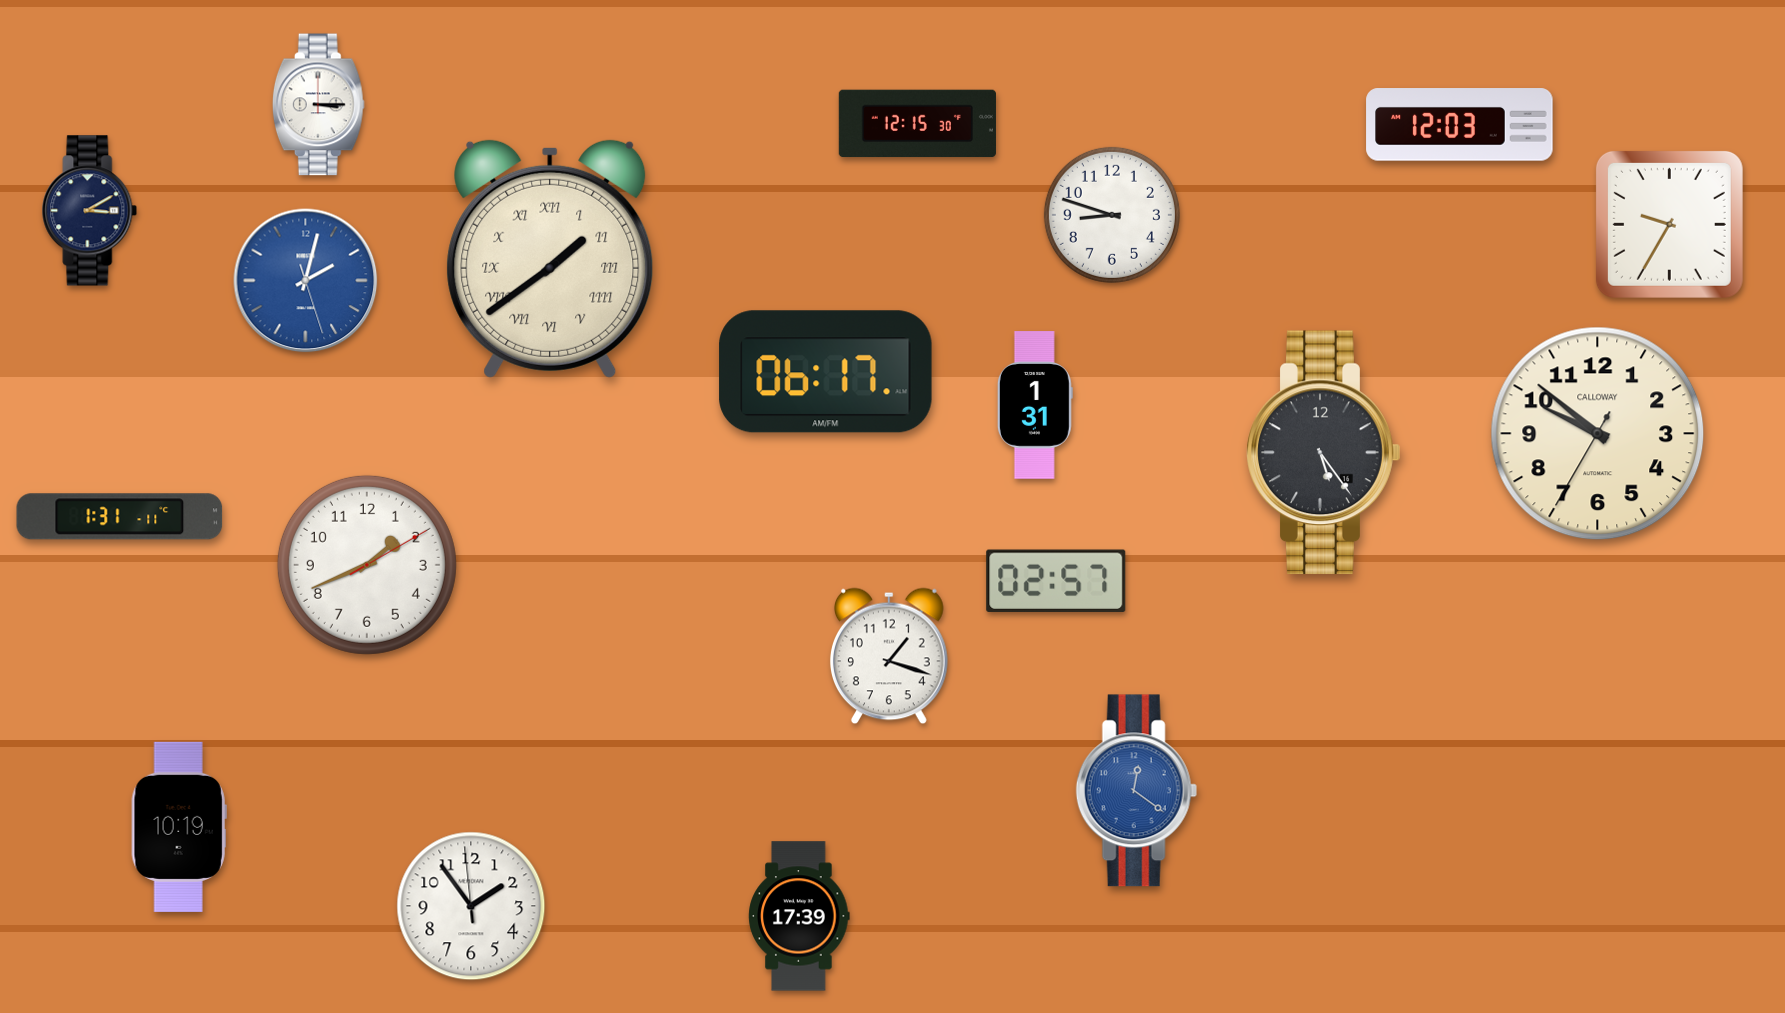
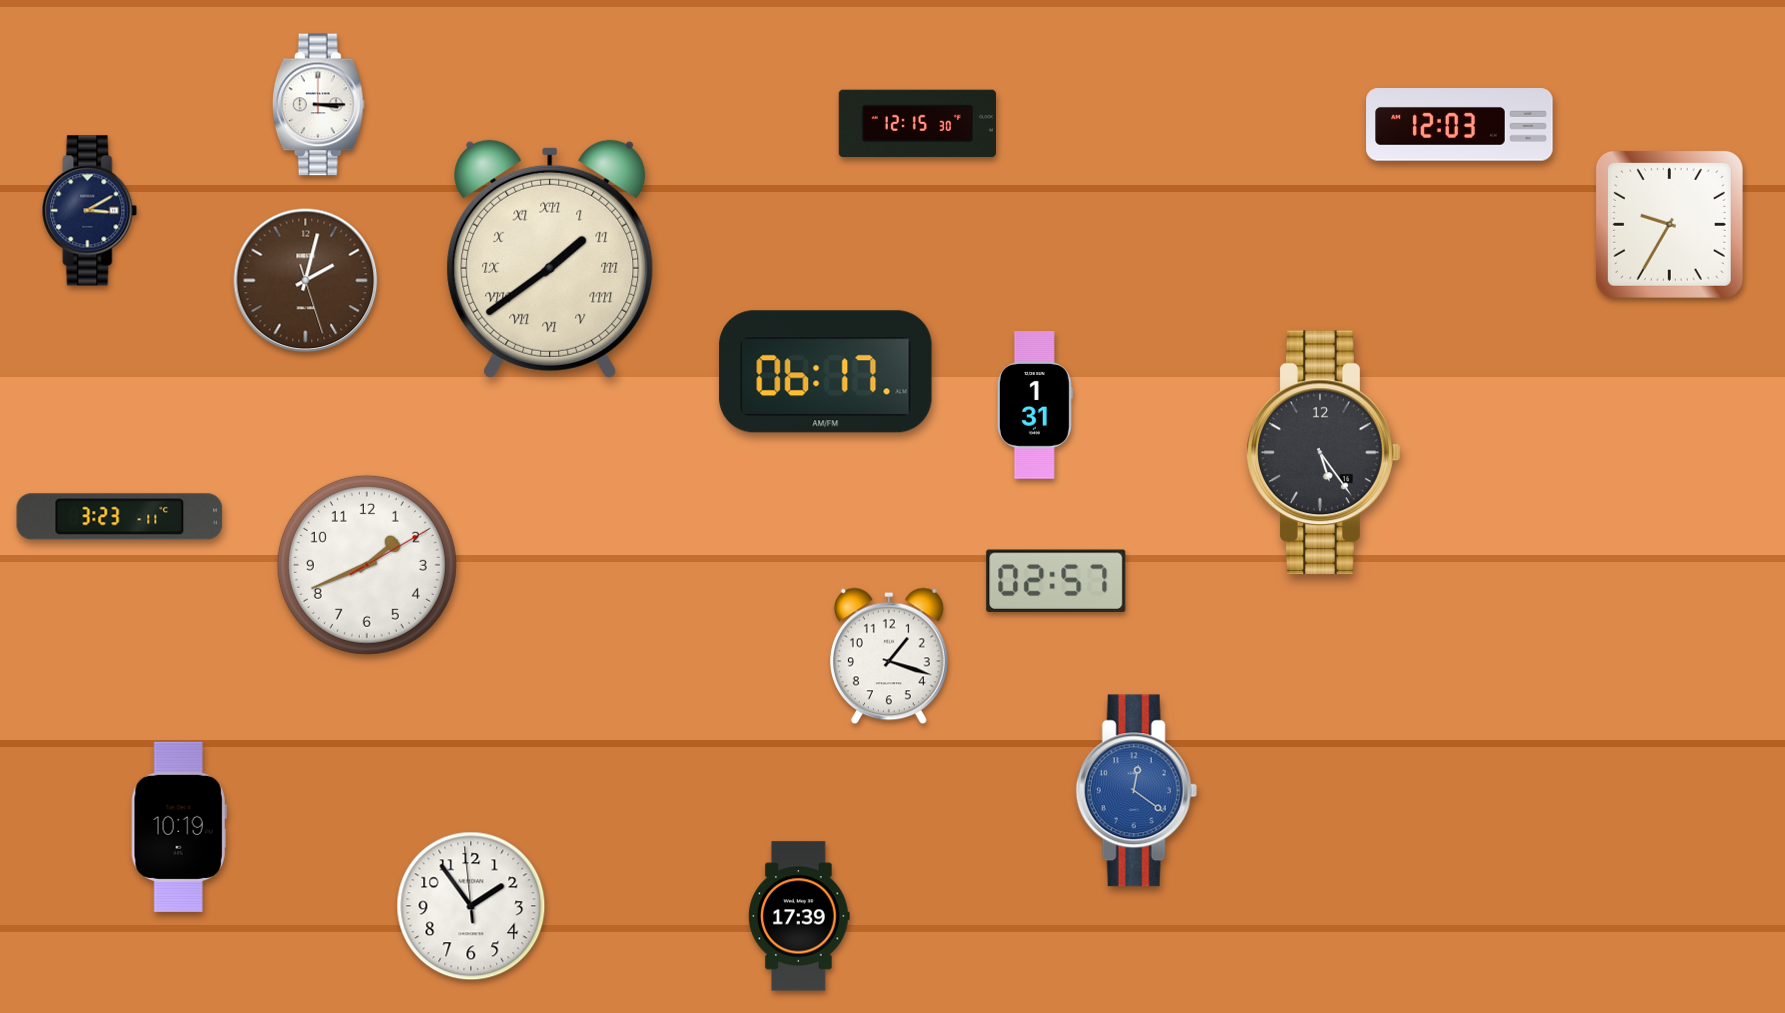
clock at (1112, 215): 8:48 -> none
clock at (306, 281) dial: blue -> brown
clock at (1598, 434): 9:51 -> none
clock at (120, 517): 1:31 -> 3:23
